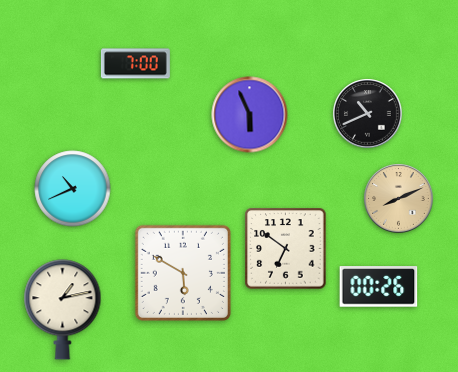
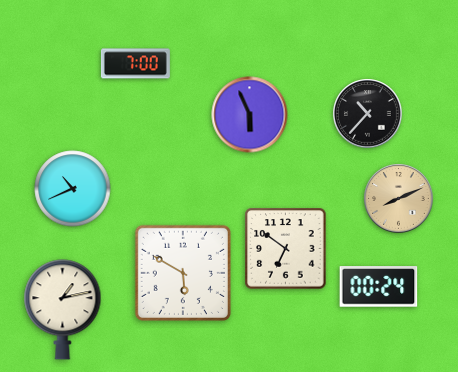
clock at (368, 114): 10:41 -> 10:37
clock at (379, 287): 00:26 -> 00:24
